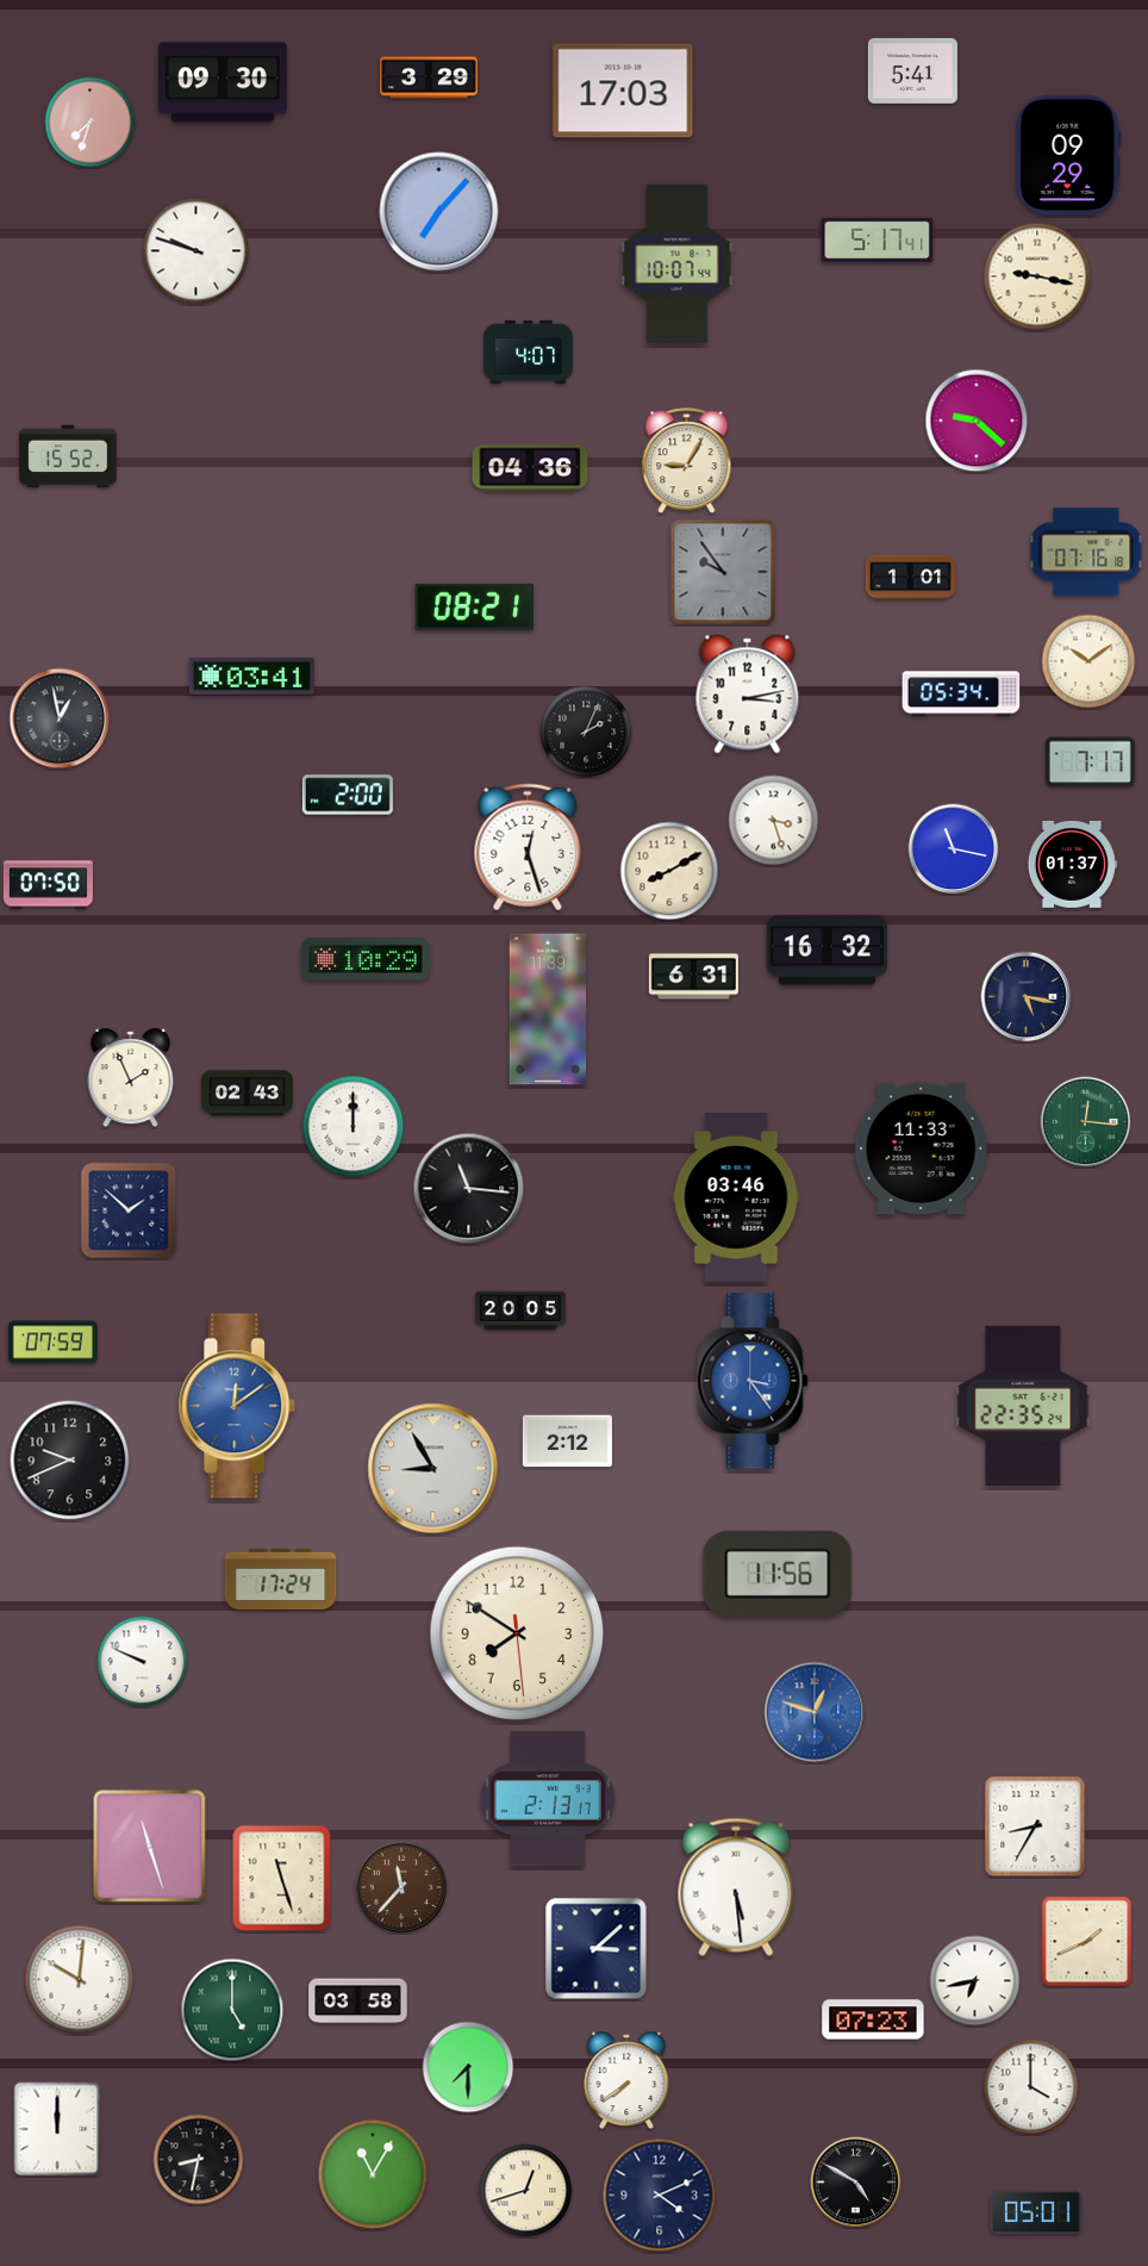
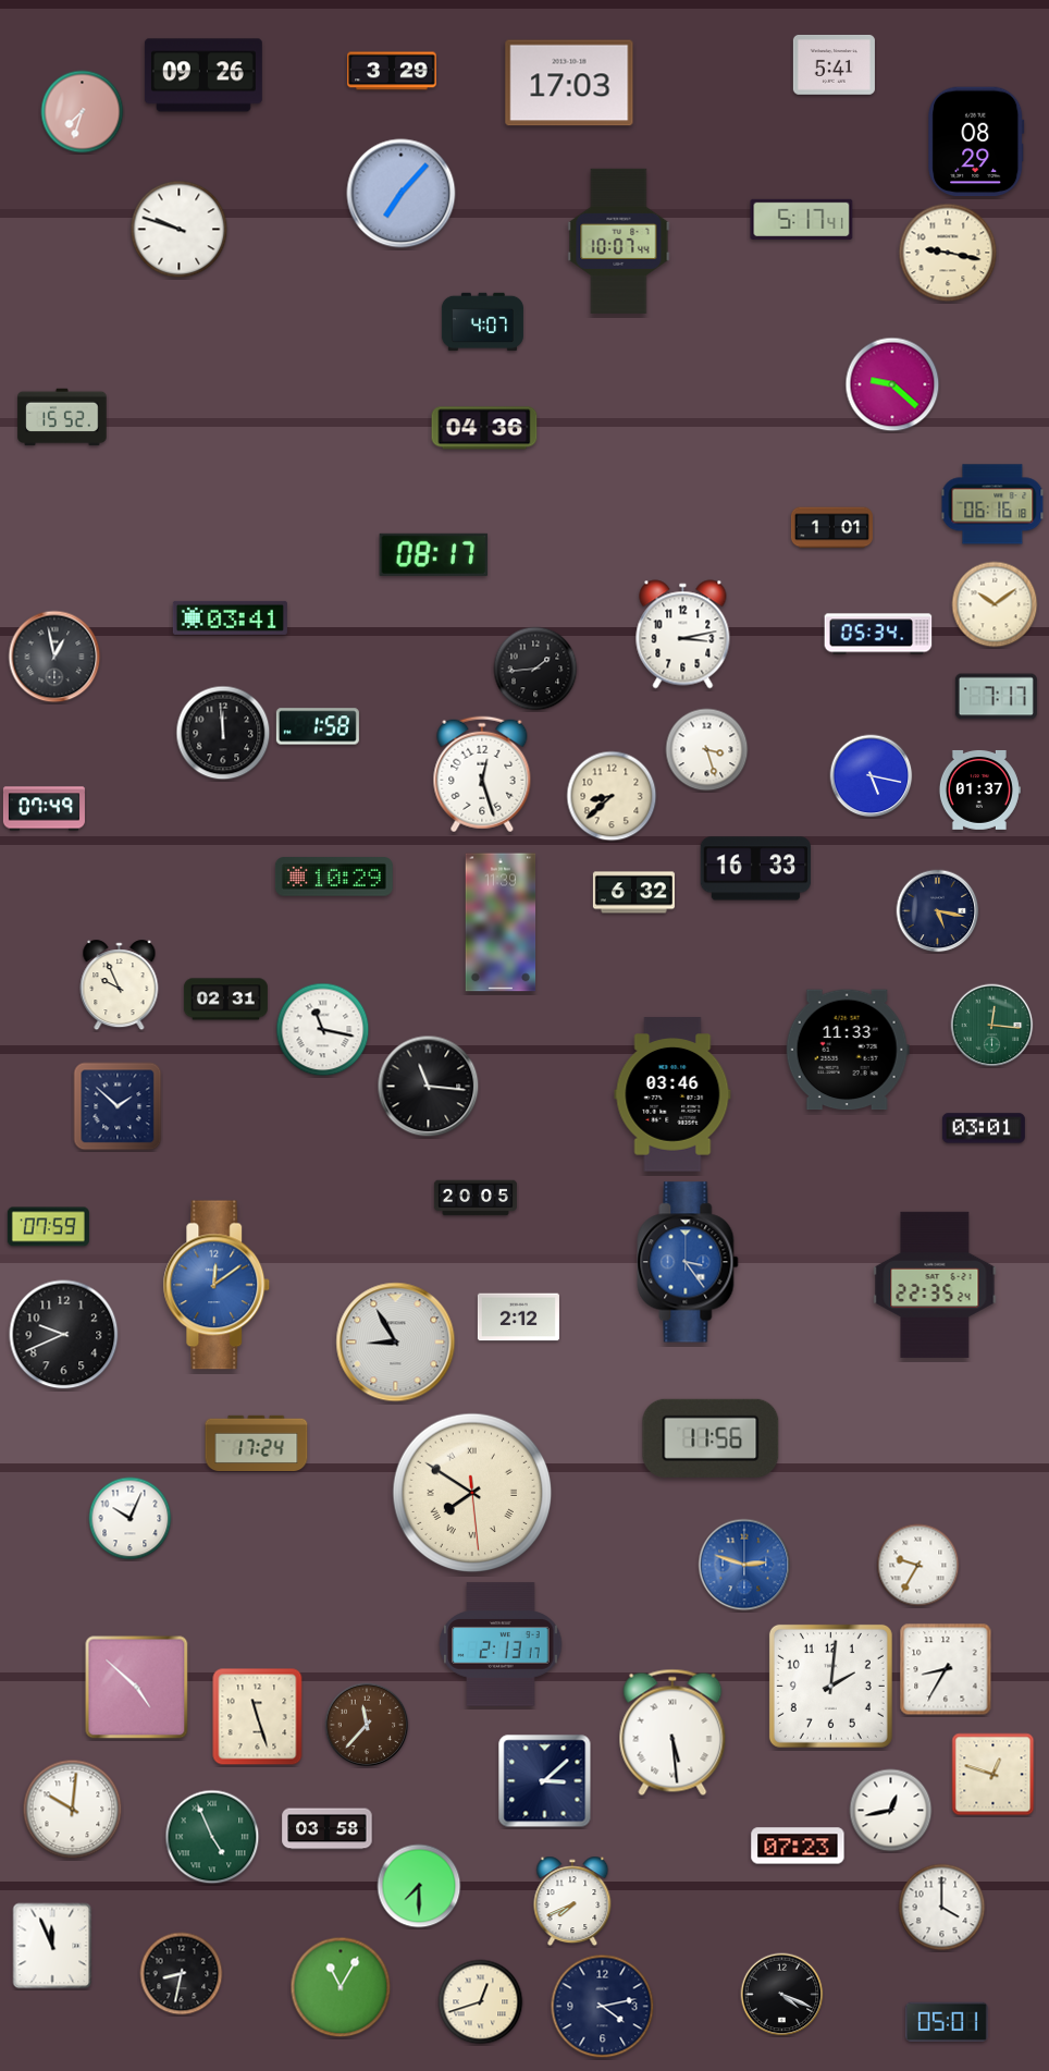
clock at (223, 82): 09:30 -> 09:26
clock at (1068, 155): 09:29 -> 08:29
clock at (687, 461): 9:05 -> none
clock at (1086, 552): 07:16 -> 06:16
clock at (723, 572): 9:54 -> none
clock at (475, 606): 08:21 -> 08:17
clock at (586, 732): 2:04 -> 1:44
clock at (348, 795): 2:00 -> 1:58
clock at (223, 733): none -> 11:59
clock at (954, 849): 11:17 -> 5:17
clock at (669, 871): 8:10 -> 8:38
clock at (48, 885): 07:50 -> 07:49
clock at (828, 951): 16:32 -> 16:33
clock at (693, 977): 6:31 -> 6:32
clock at (131, 1078): 1:56 -> 9:56
clock at (247, 1094): 02:43 -> 02:31
clock at (354, 1127): 12:00 -> 11:17
clock at (922, 1148) position: (922, 1148) -> (848, 1050)
clock at (984, 1128): none -> 03:01
clock at (517, 1633) numerals: Arabic -> Roman
clock at (143, 1662): 9:49 -> 10:04
clock at (815, 1712): 12:48 -> 2:48
clock at (918, 1566): none -> 9:35
clock at (830, 1686): none -> 2:01
clock at (150, 1847): 11:27 -> 4:52
clock at (736, 1887) position: (736, 1887) -> (672, 1732)
clock at (1087, 1942): 1:41 -> 12:48
clock at (975, 1981): 6:43 -> 12:43
clock at (232, 2010): 5:00 -> 4:56
clock at (468, 2067) position: (468, 2067) -> (419, 1886)
clock at (626, 2080): 7:39 -> 7:41
clock at (57, 2129): 12:00 -> 11:56
clock at (856, 2183): 4:50 -> 4:19
clock at (660, 2196): 4:11 -> 4:13
